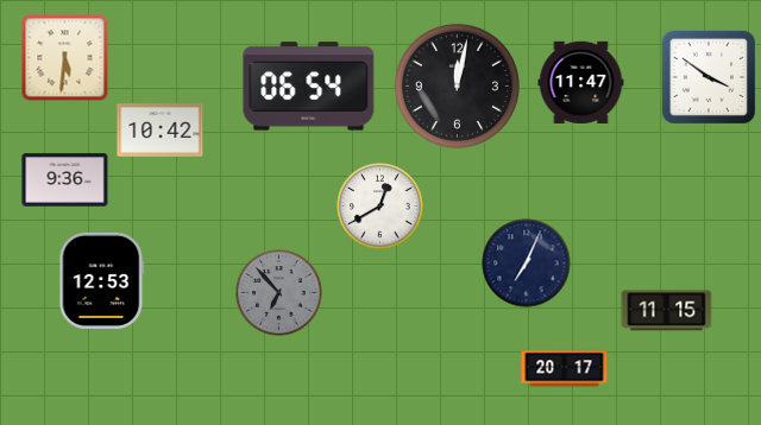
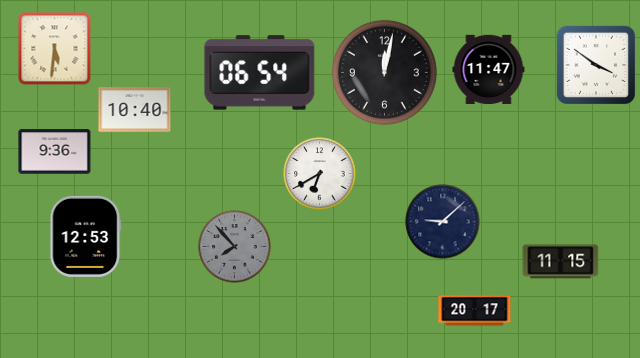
clock at (161, 131): 10:42 -> 10:40
clock at (380, 207): 12:40 -> 6:40
clock at (527, 264): 7:04 -> 9:08
clock at (279, 293): 6:53 -> 7:53
